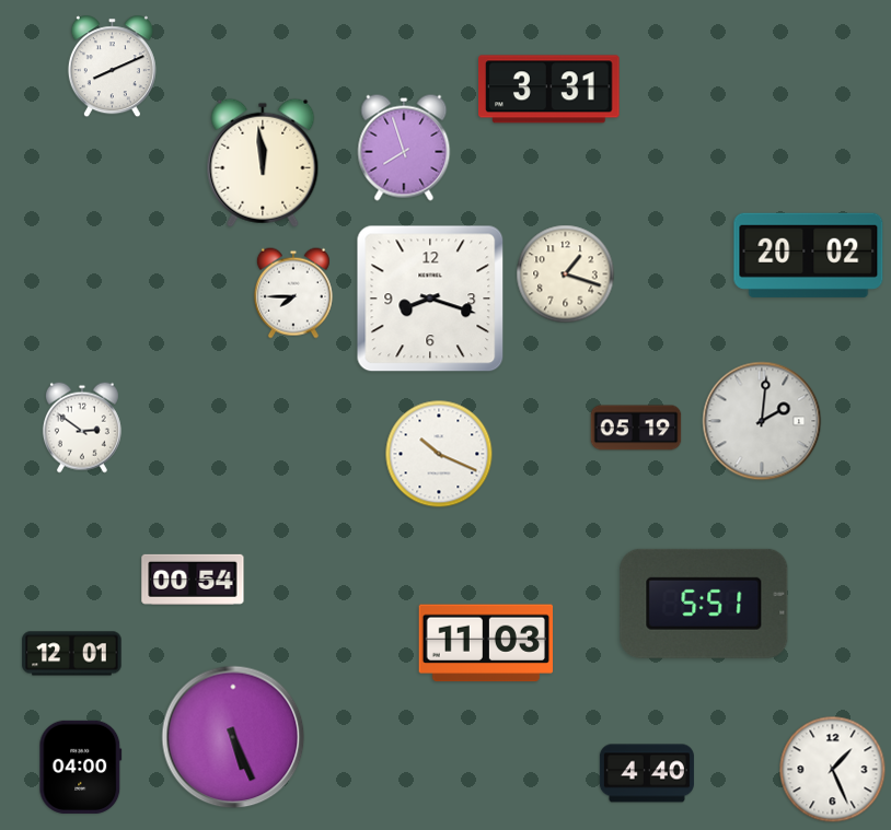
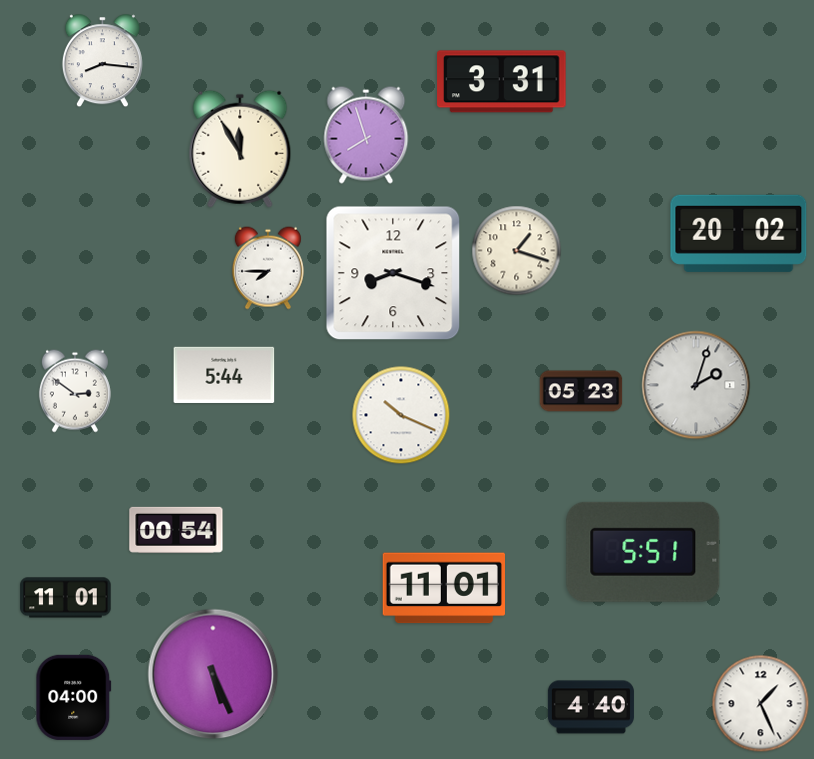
clock at (112, 67): 8:11 -> 8:16
clock at (404, 148) position: (404, 148) -> (366, 135)
clock at (263, 163): 11:59 -> 11:55
clock at (224, 375): none -> 5:44
clock at (762, 421): 2:01 -> 2:03
clock at (636, 428): 05:19 -> 05:23
clock at (485, 643): 11:03 -> 11:01
clock at (72, 654): 12:01 -> 11:01
clock at (81, 767) position: (81, 767) -> (74, 697)
